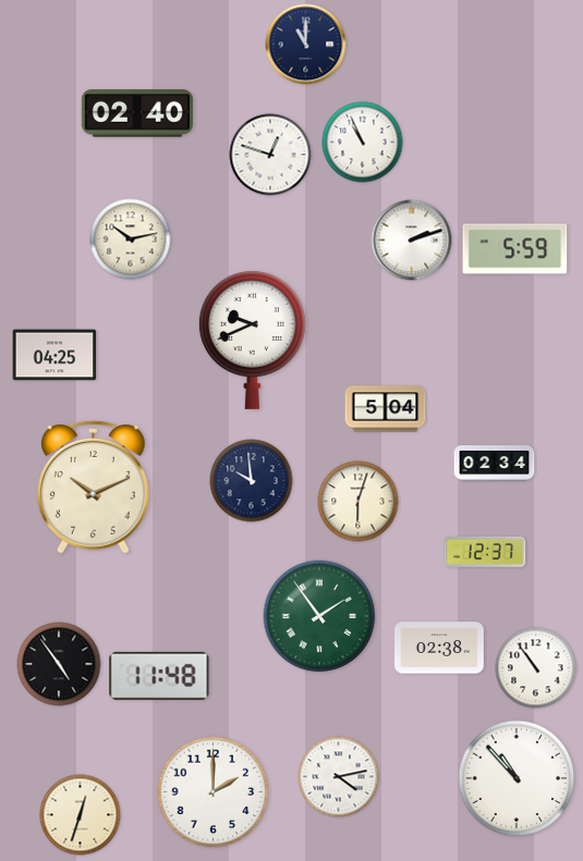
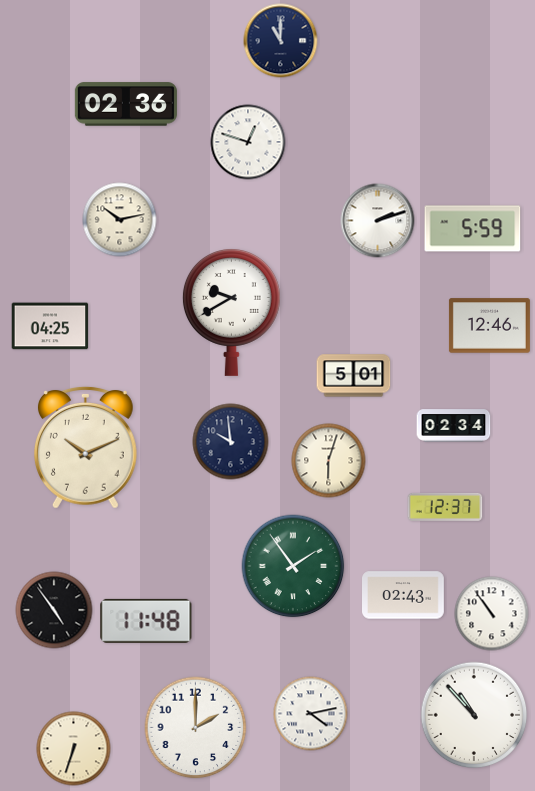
clock at (137, 113): 02:40 -> 02:36
clock at (363, 143): 10:56 -> none
clock at (252, 341): 9:41 -> 9:40
clock at (489, 326): none -> 12:46
clock at (386, 409): 5:04 -> 5:01
clock at (440, 648): 02:38 -> 02:43
clock at (81, 815): 12:33 -> 6:33
